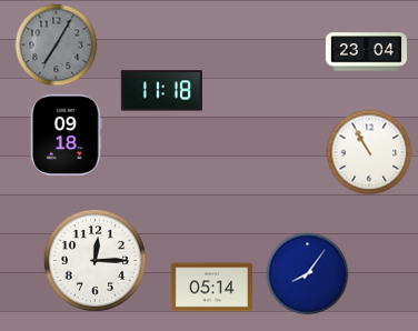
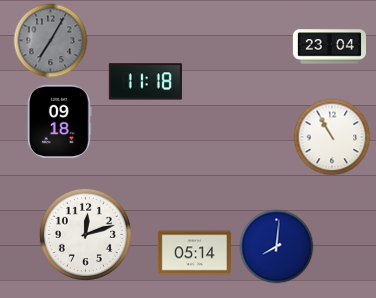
clock at (94, 260): 12:15 -> 12:12
clock at (308, 274): 8:06 -> 8:01
clock at (211, 288) position: (211, 288) -> (194, 253)
